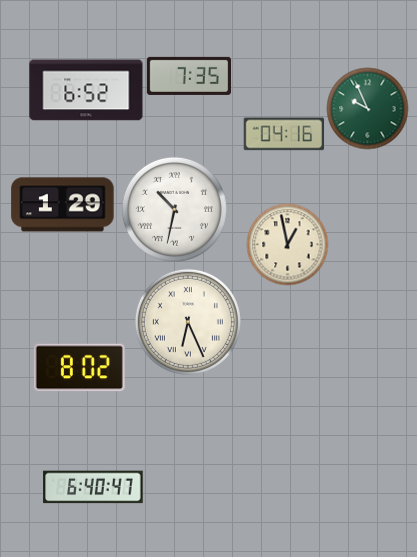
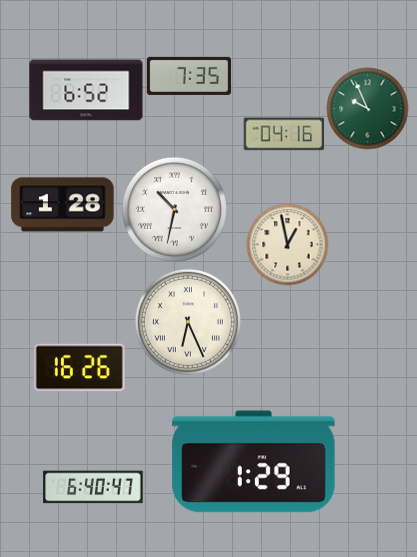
clock at (63, 205): 1:29 -> 1:28
clock at (79, 368): 8:02 -> 16:26
clock at (254, 462): none -> 1:29
